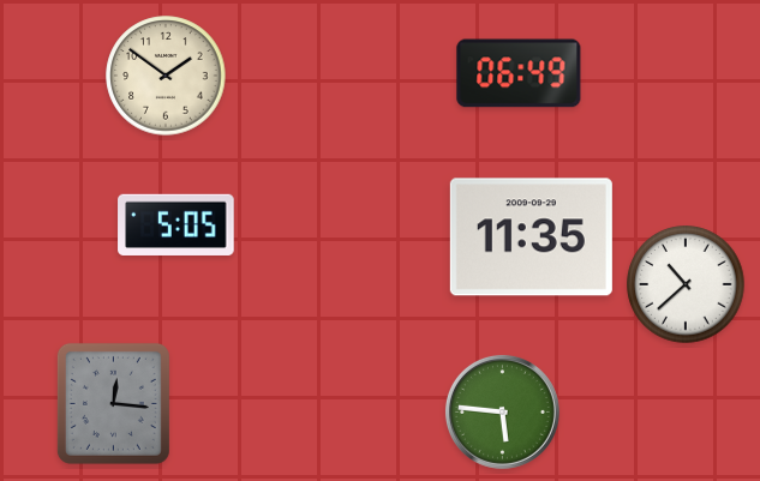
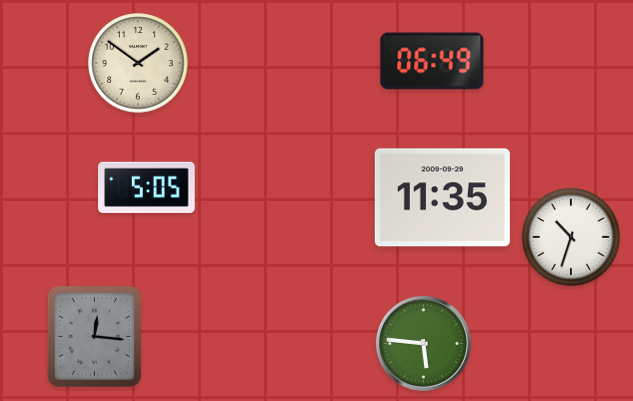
clock at (686, 284): 10:38 -> 10:33
clock at (502, 411) position: (502, 411) -> (423, 343)
